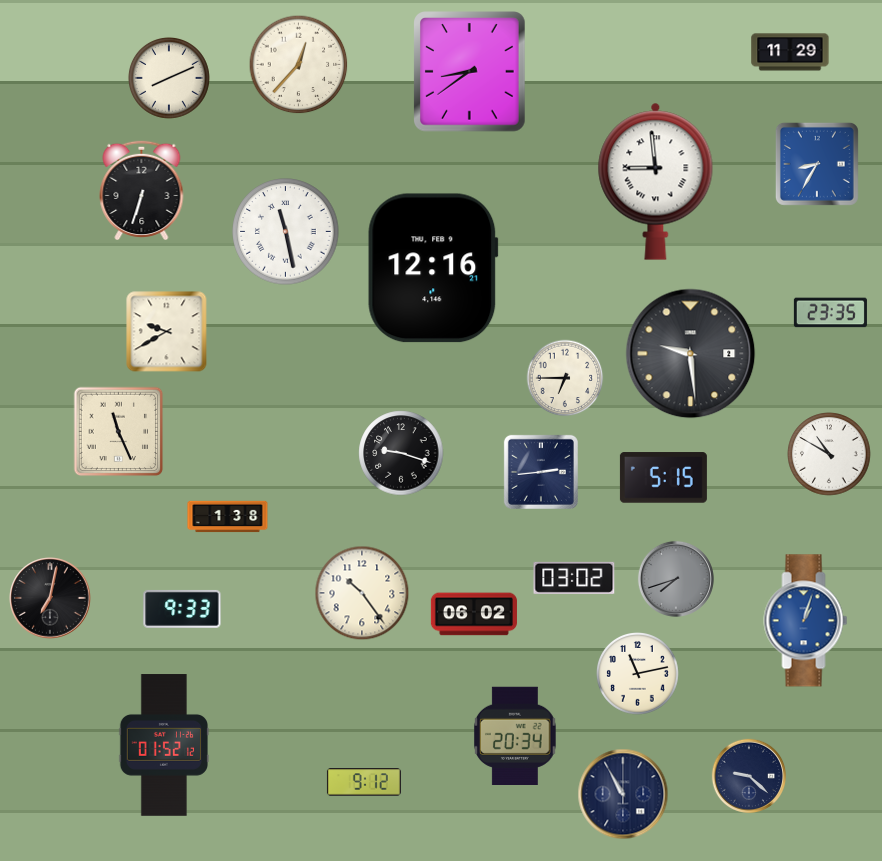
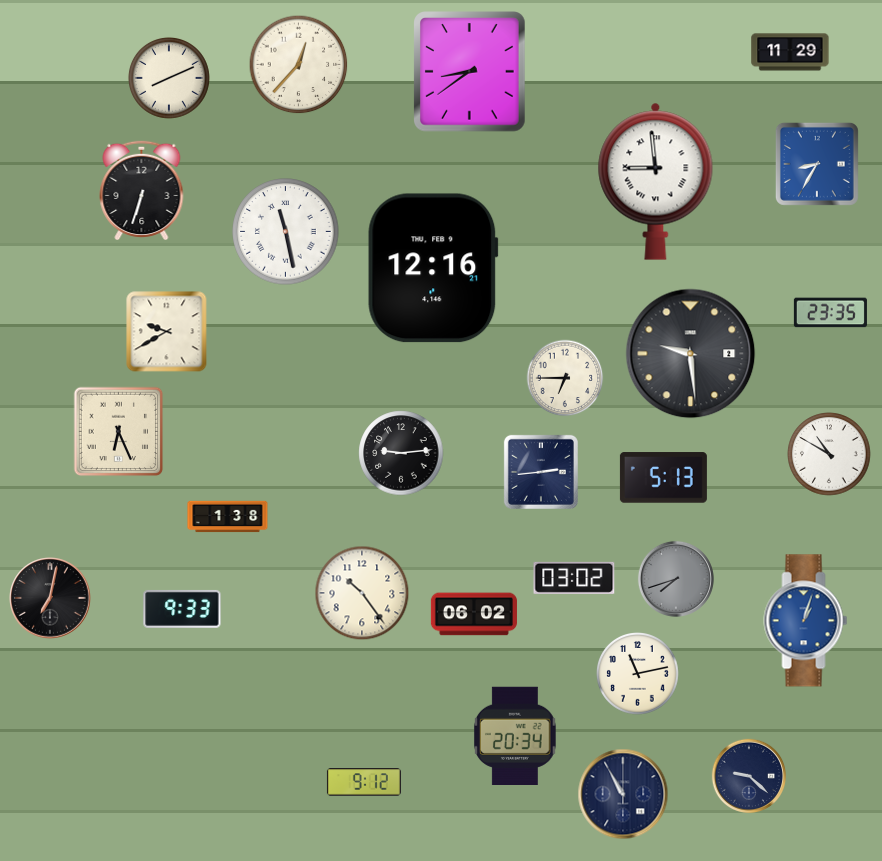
clock at (119, 432): 11:26 -> 6:26
clock at (401, 453): 9:18 -> 9:14
clock at (663, 478): 5:15 -> 5:13
clock at (163, 745): 01:52 -> none
